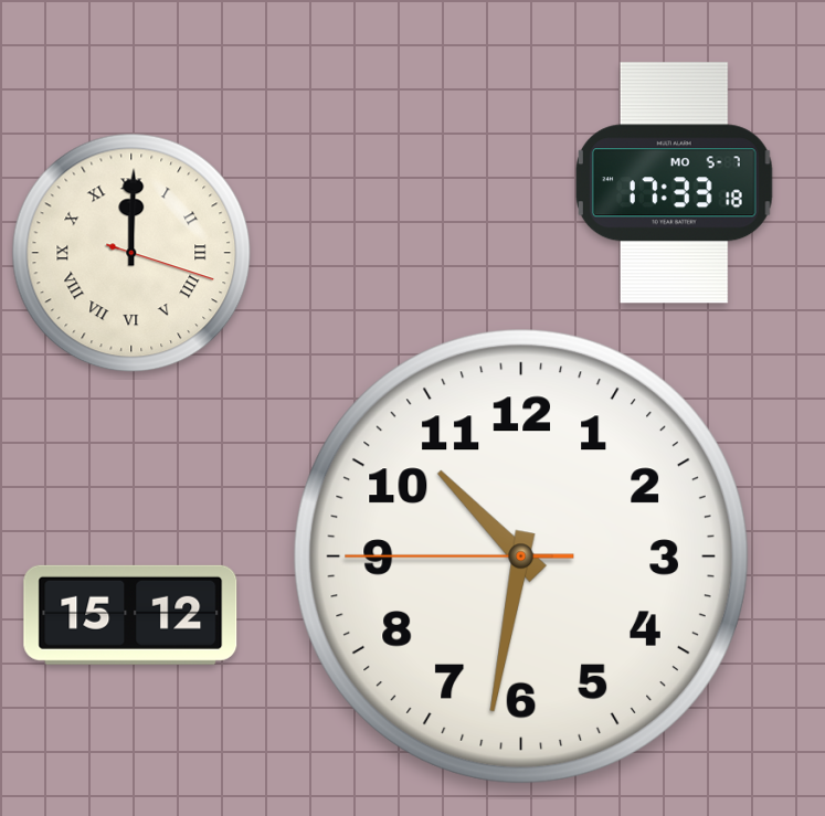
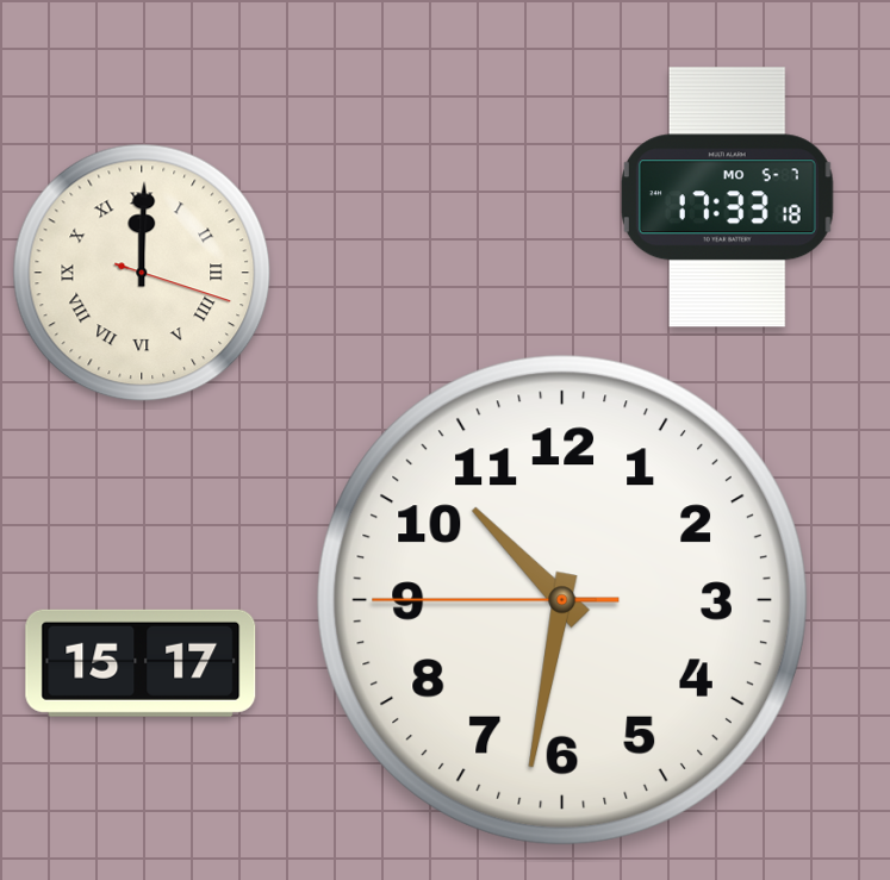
clock at (130, 615): 15:12 -> 15:17
